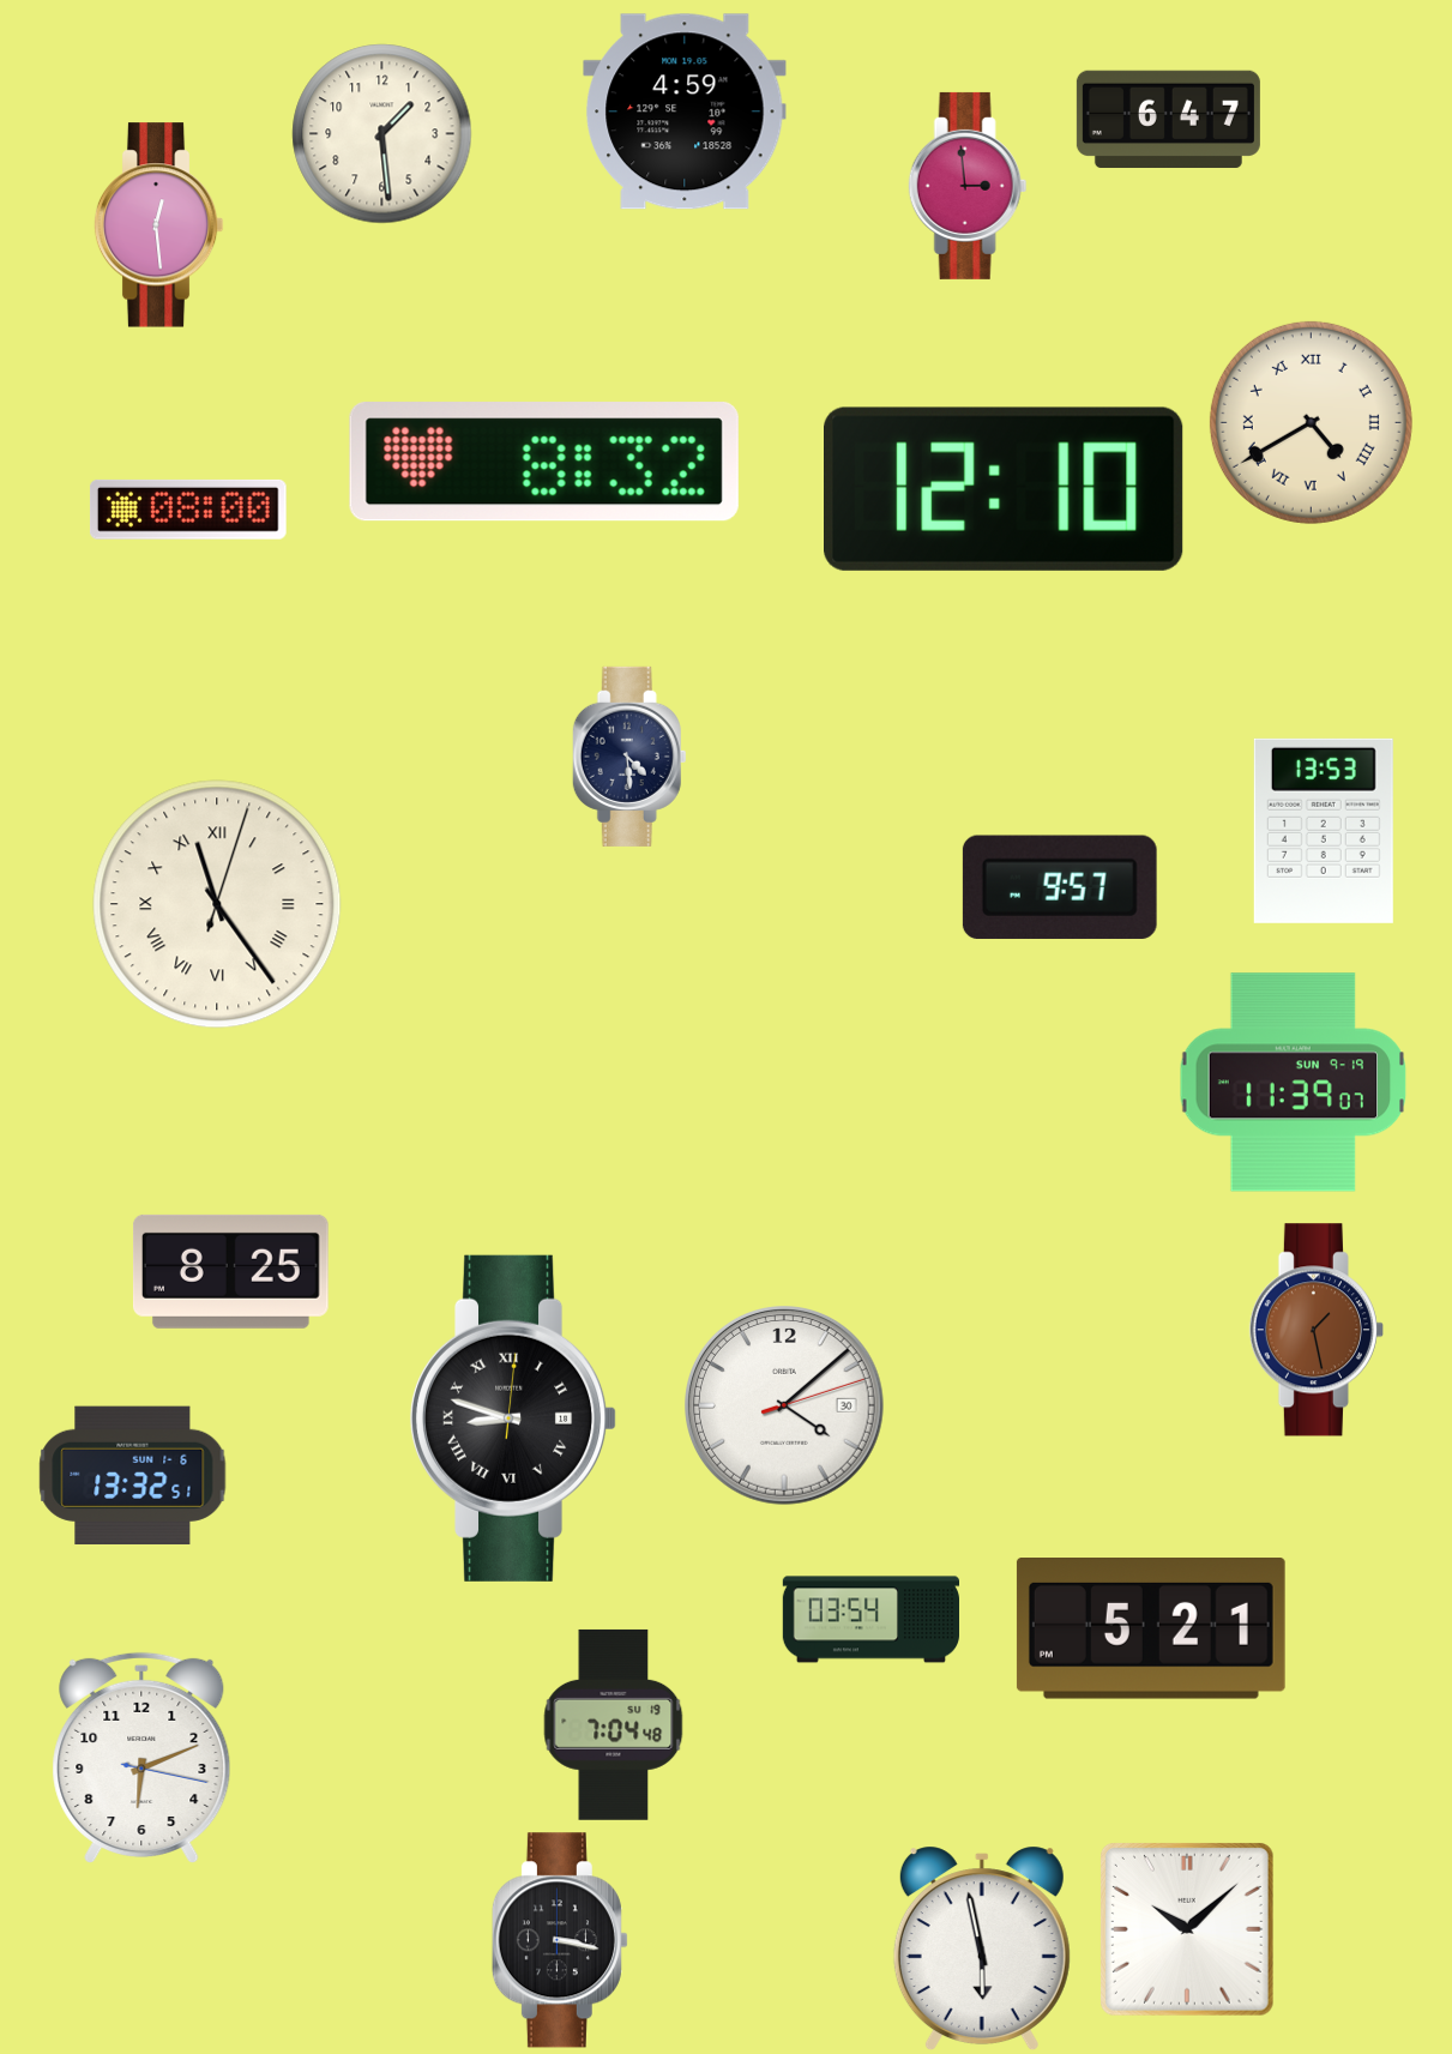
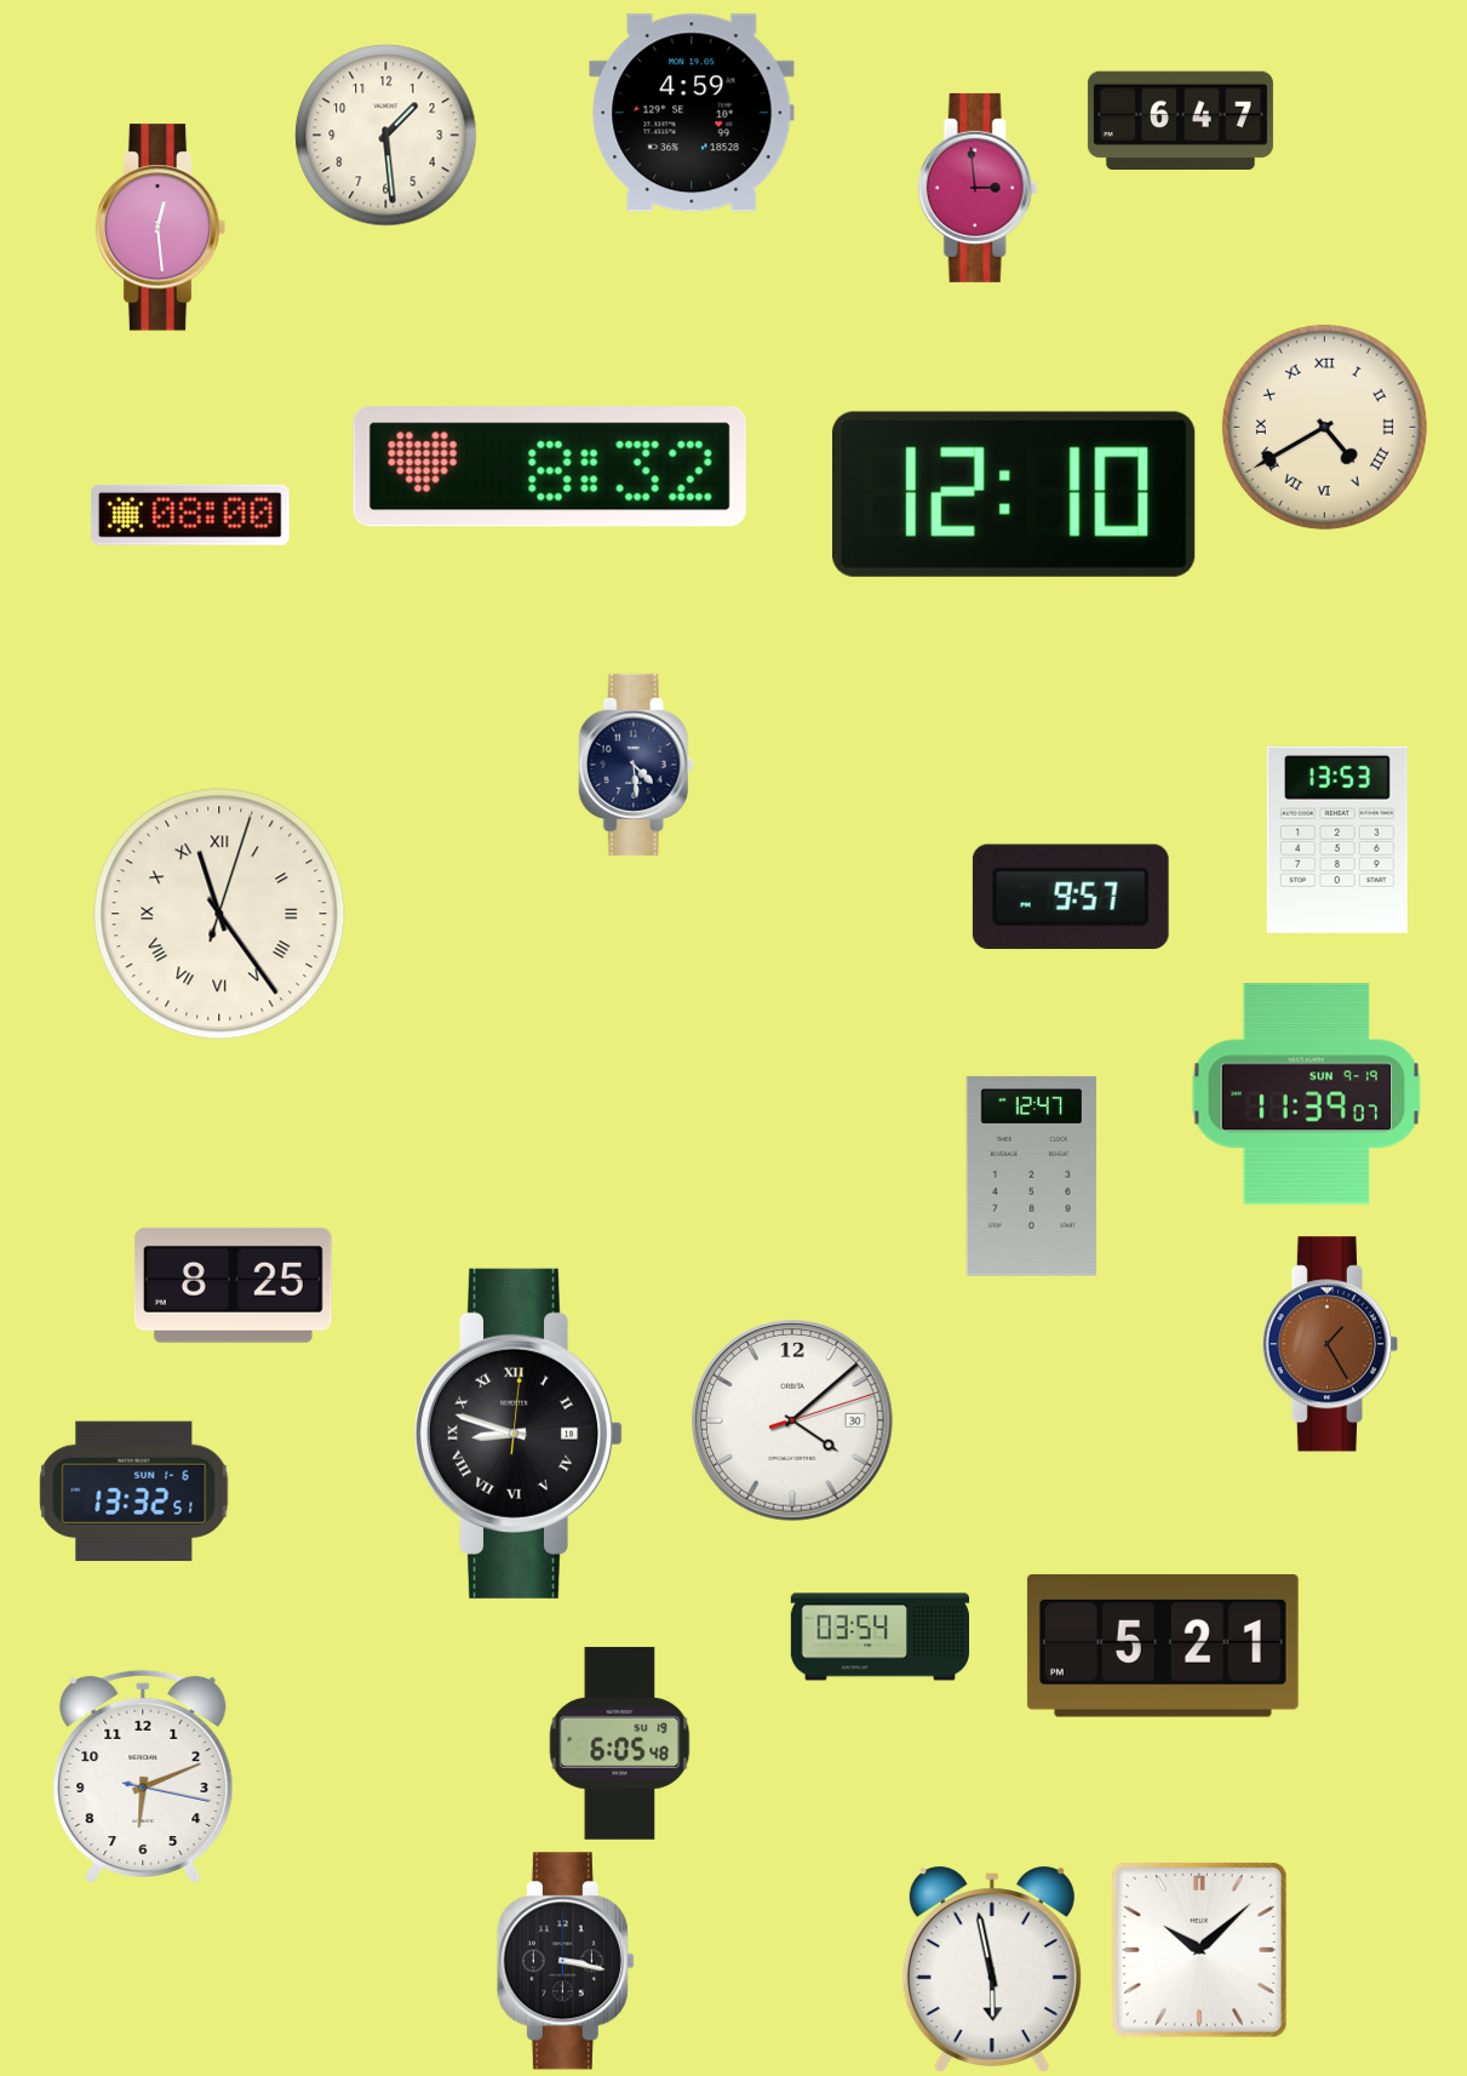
clock at (1031, 1177): none -> 12:47
clock at (1317, 1330): 1:28 -> 1:25
clock at (614, 1724): 7:04 -> 6:05
